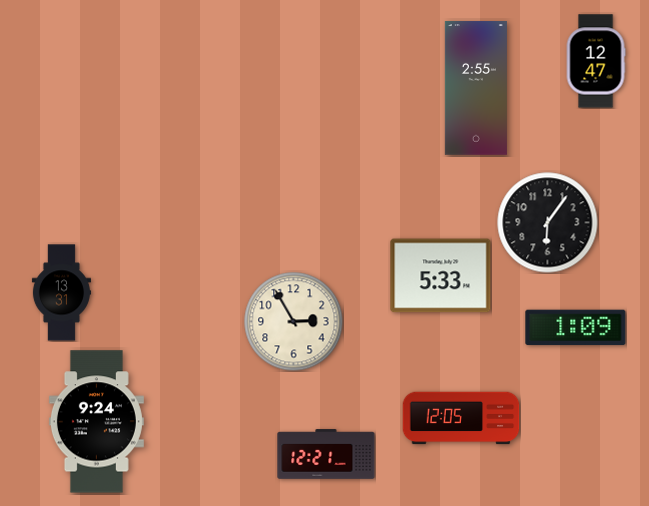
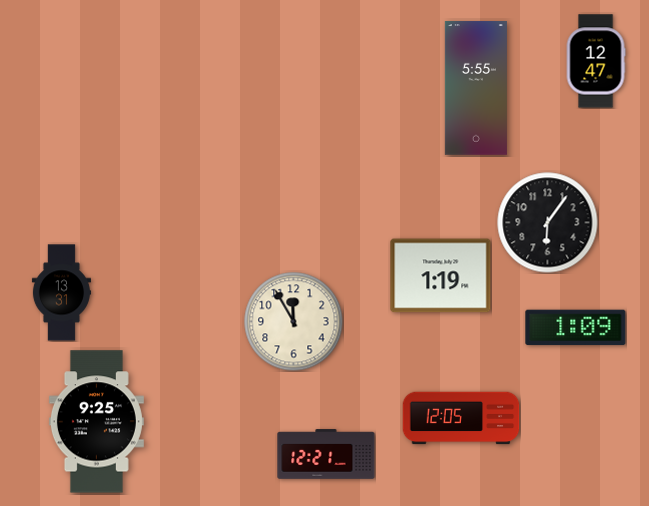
clock at (476, 88): 2:55 -> 5:55
clock at (441, 276): 5:33 -> 1:19
clock at (294, 322): 2:55 -> 11:55
clock at (96, 422): 9:24 -> 9:25
